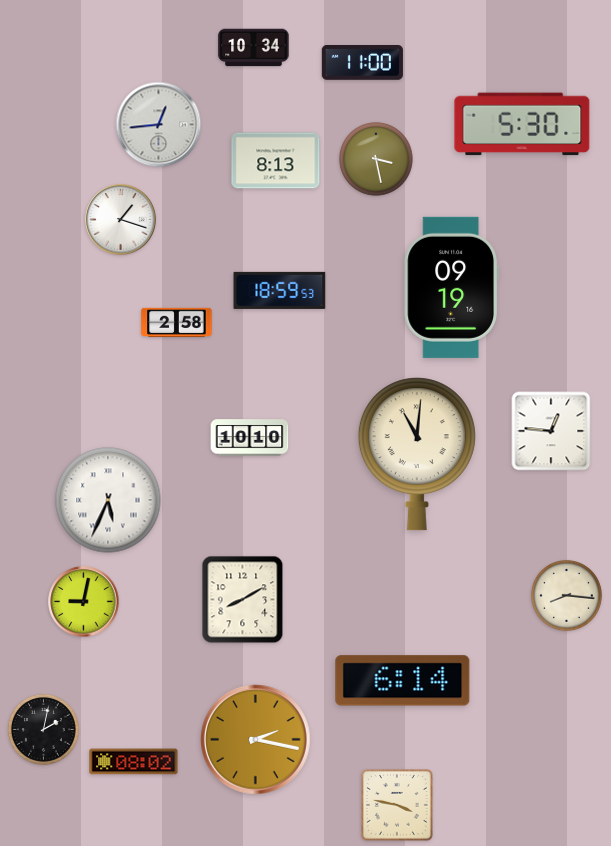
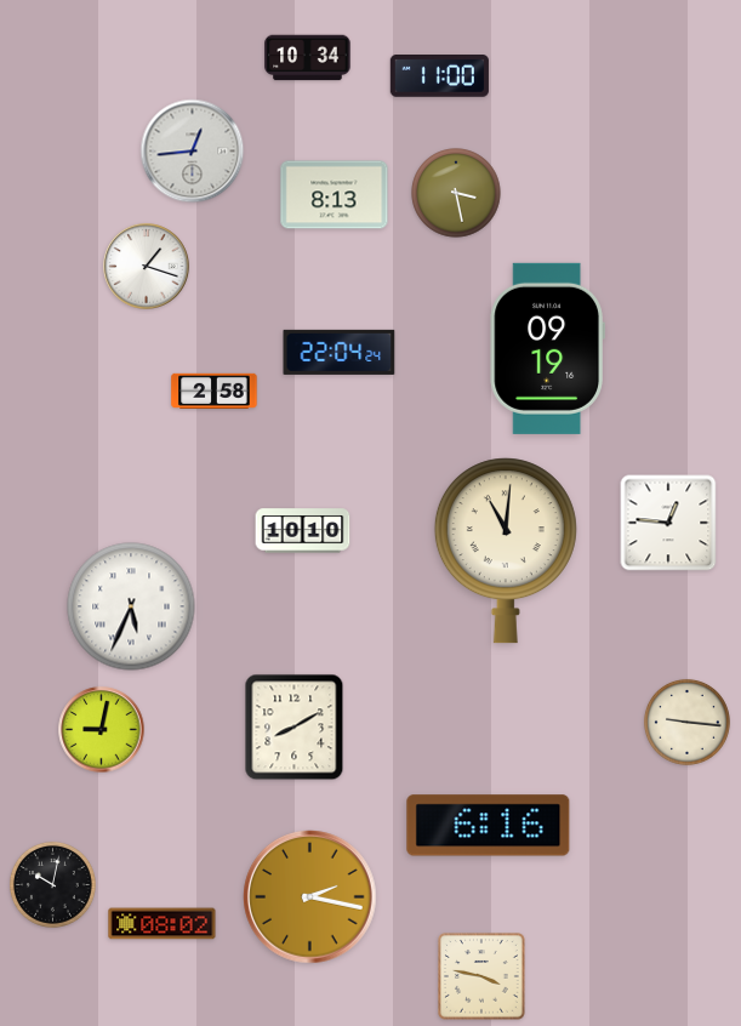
clock at (522, 124): 5:30 -> none
clock at (280, 290): 18:59 -> 22:04
clock at (566, 595): 8:16 -> 9:16
clock at (403, 681): 6:14 -> 6:16
clock at (43, 729): 2:02 -> 10:02
